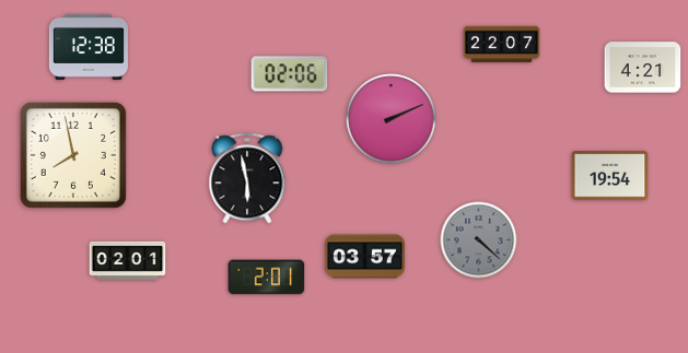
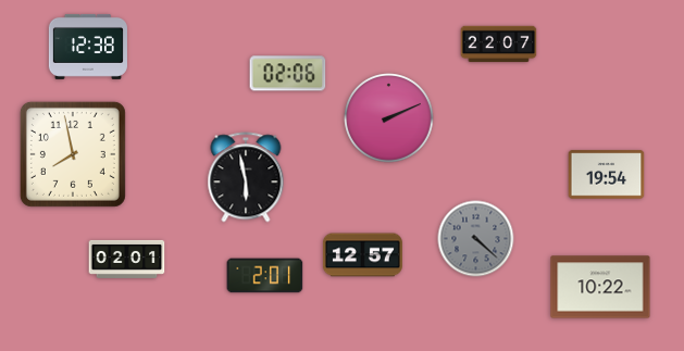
clock at (643, 68): 4:21 -> none
clock at (364, 257): 03:57 -> 12:57
clock at (600, 287): none -> 10:22
